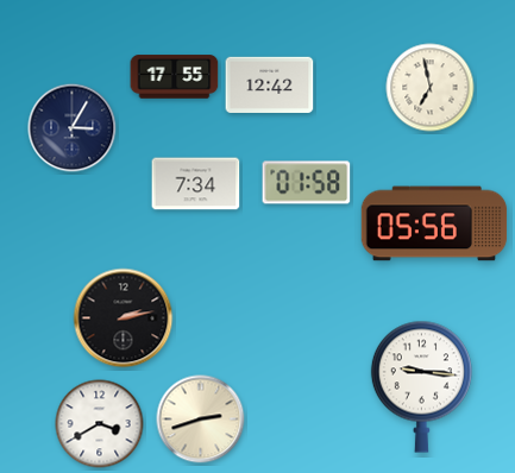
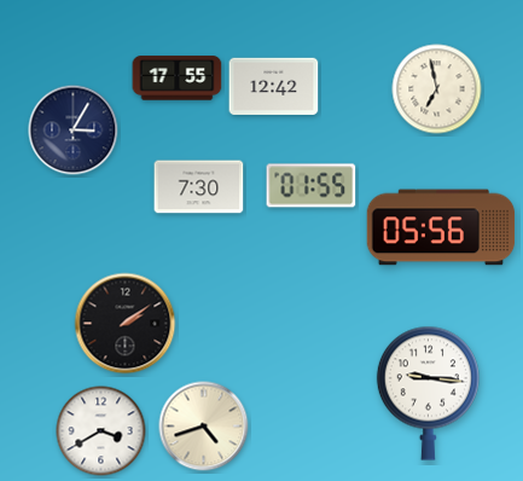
clock at (307, 183): 01:58 -> 01:55
clock at (196, 184): 7:34 -> 7:30
clock at (124, 319): 2:13 -> 2:09
clock at (201, 420): 2:42 -> 4:42
